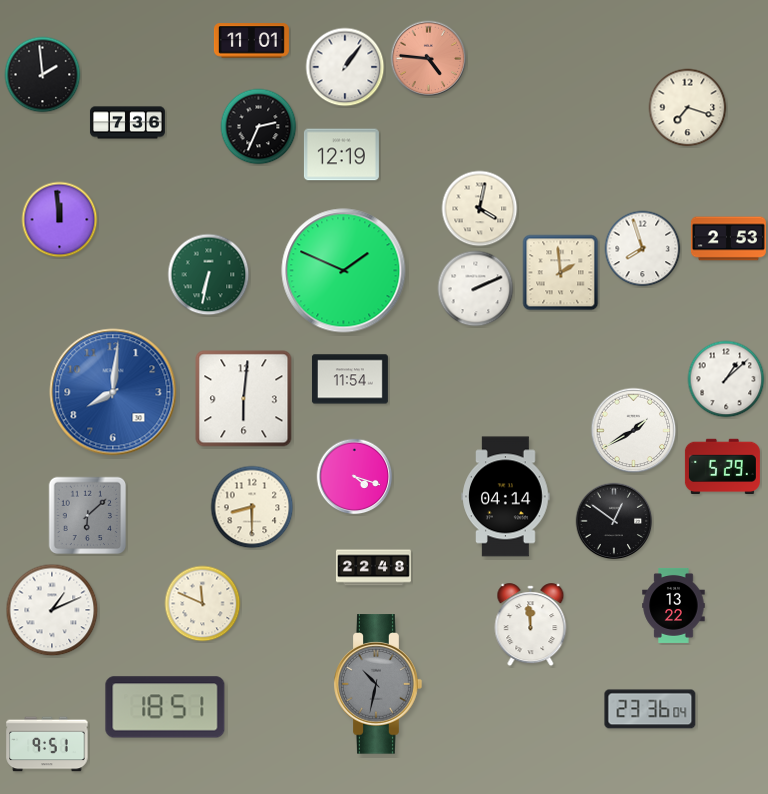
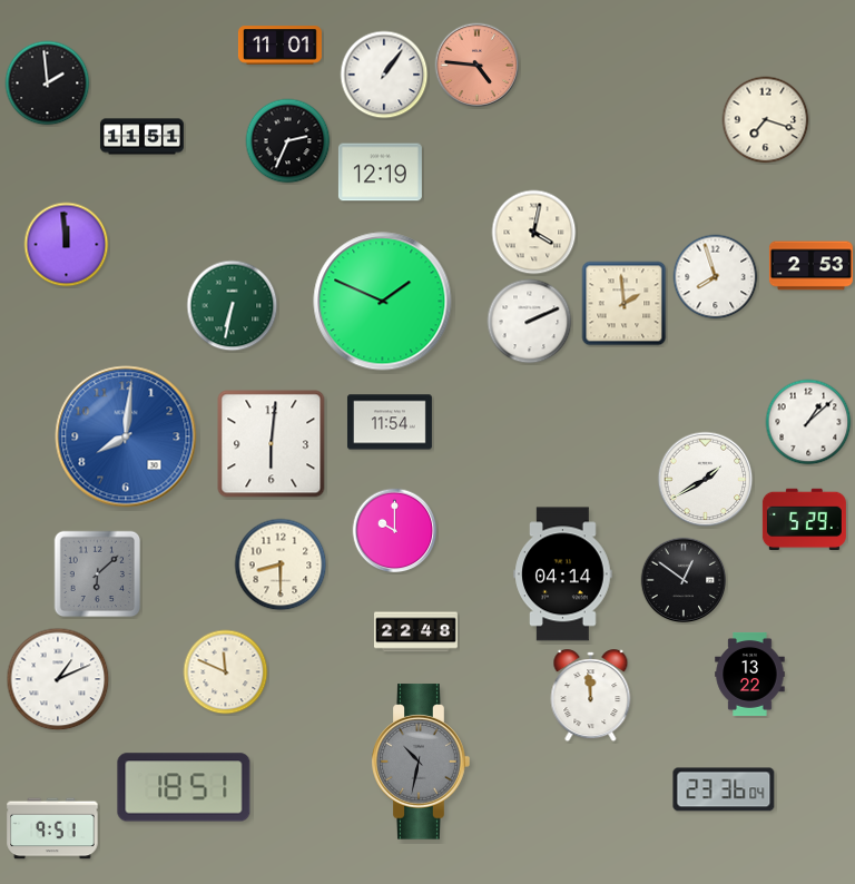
clock at (127, 123): 7:36 -> 11:51
clock at (355, 477): 4:18 -> 10:00
clock at (506, 497) position: (506, 497) -> (563, 574)
